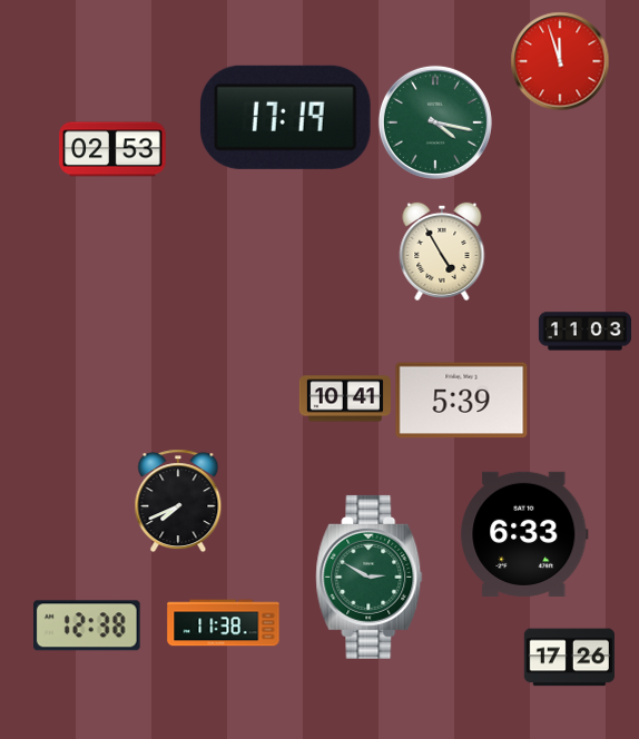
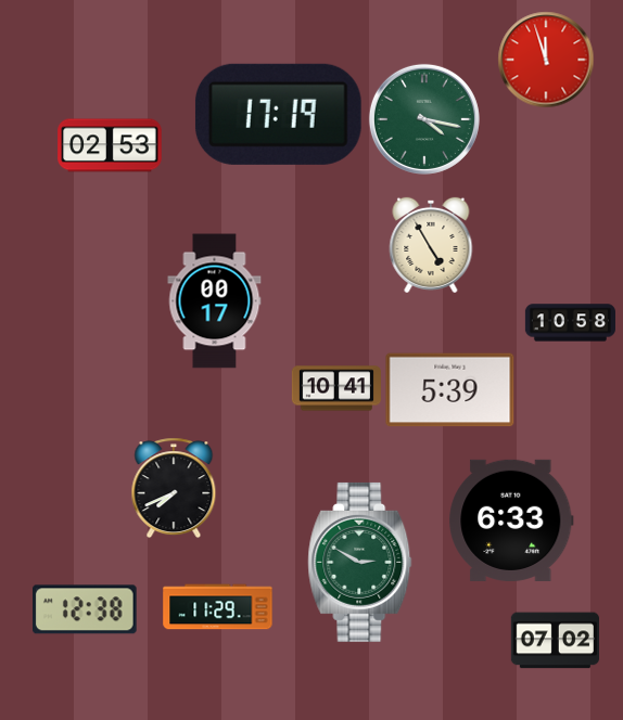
clock at (215, 301): none -> 00:17
clock at (584, 332): 11:03 -> 10:58
clock at (224, 623): 11:38 -> 11:29
clock at (569, 658): 17:26 -> 07:02
